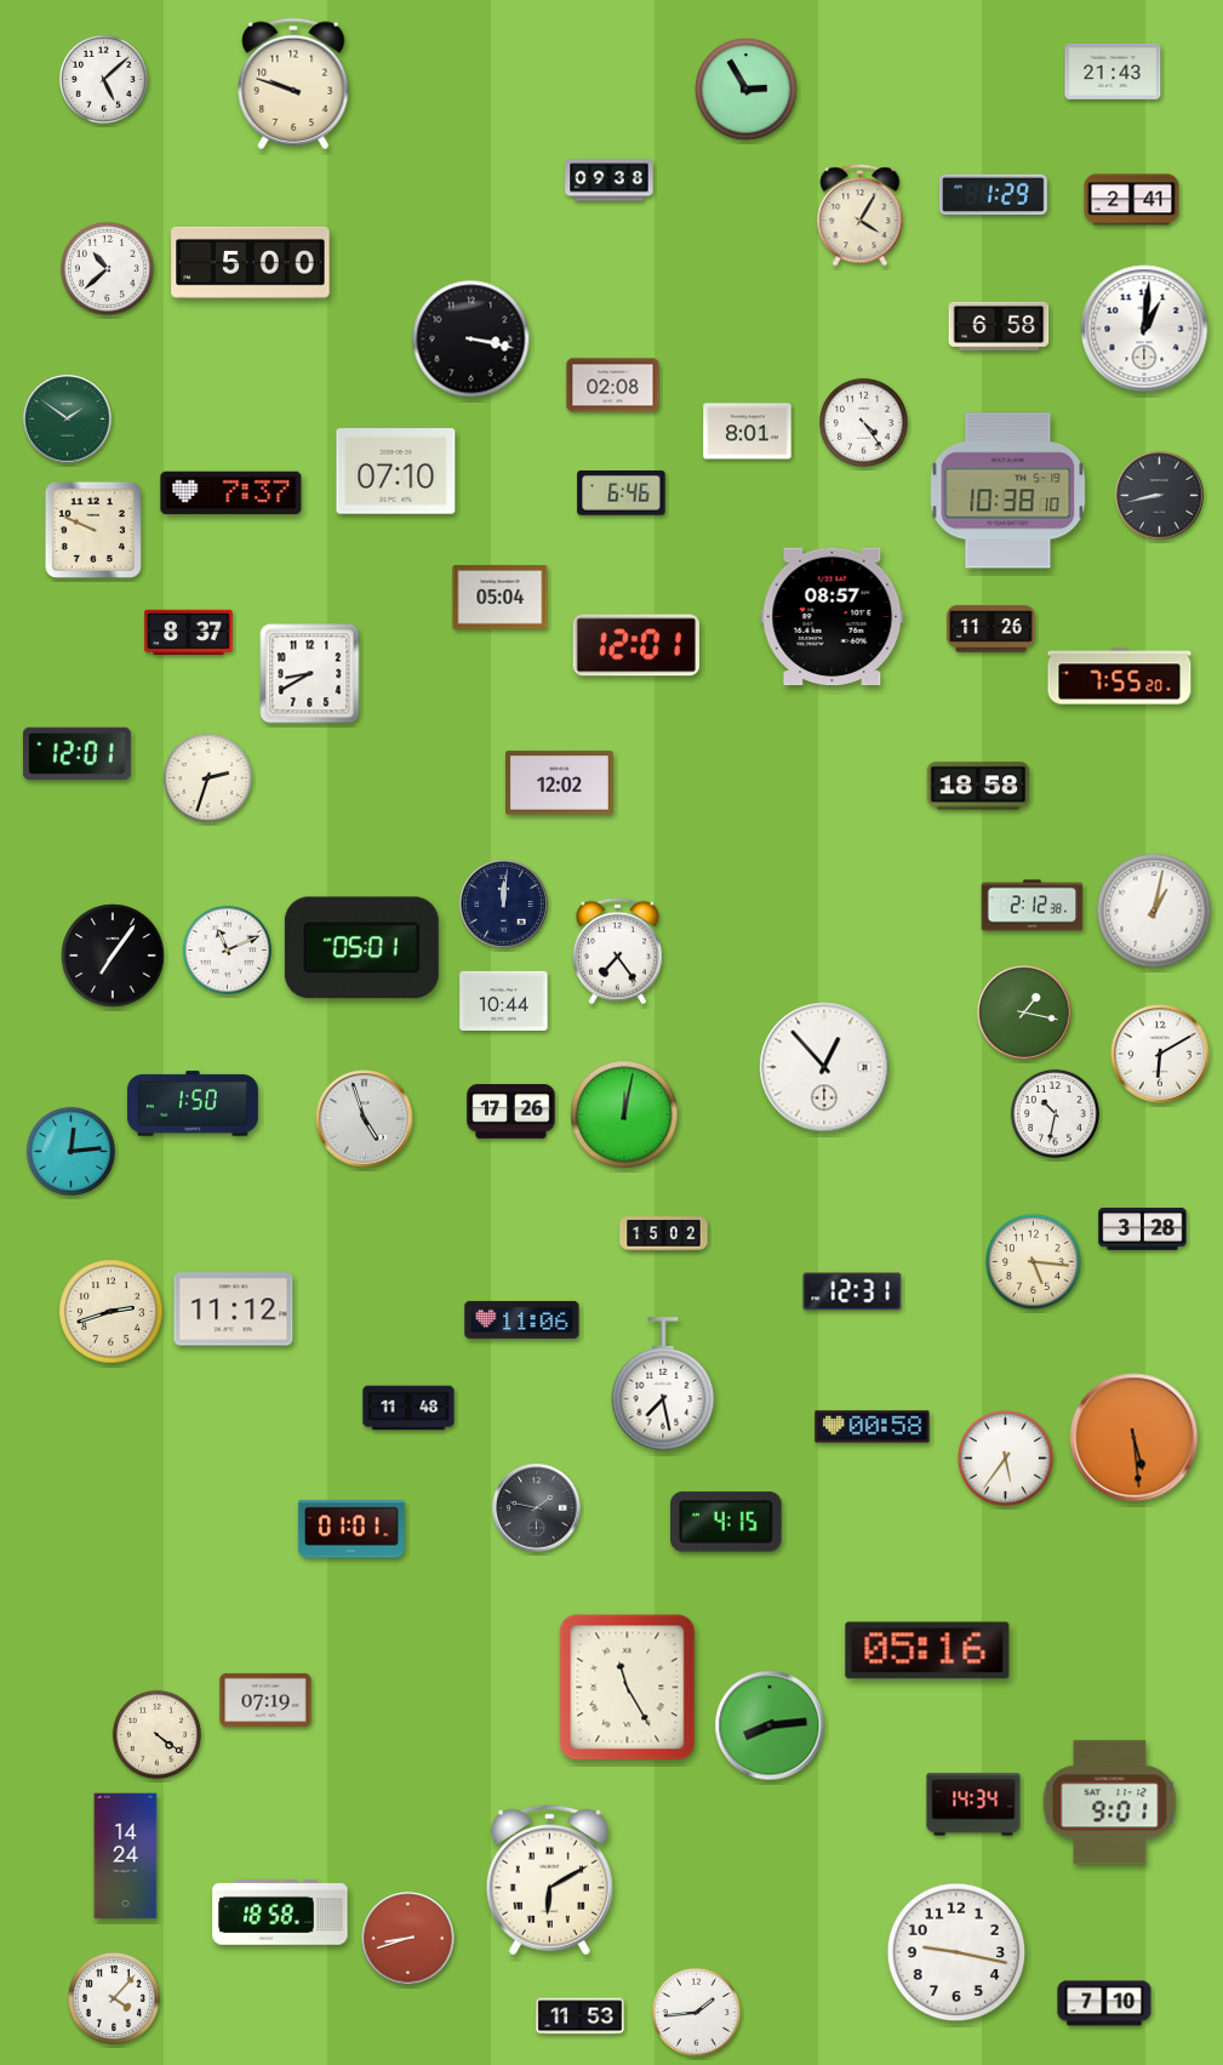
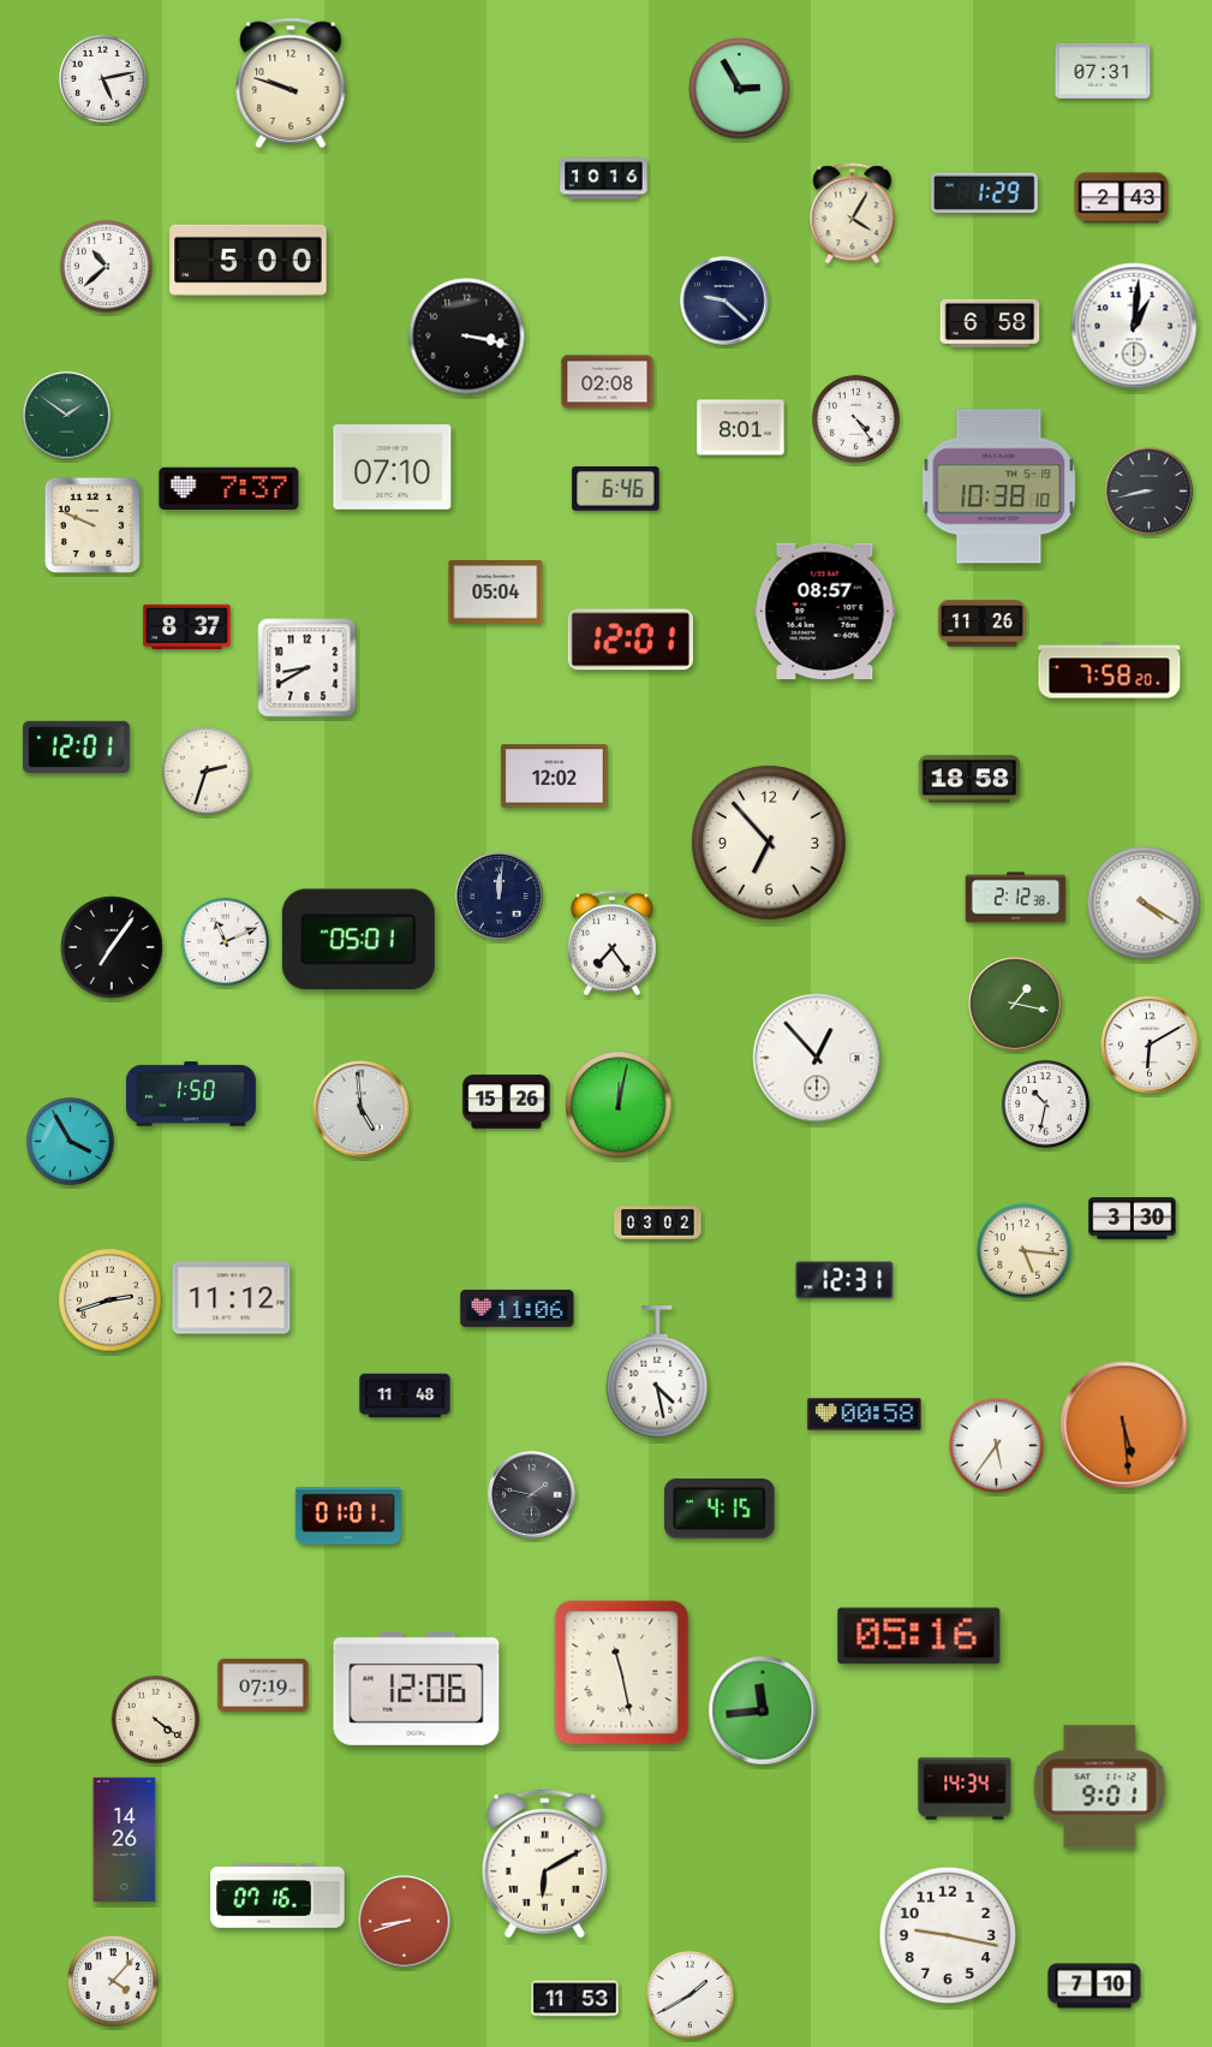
clock at (1113, 72): 21:43 -> 07:31
clock at (103, 79): 5:08 -> 5:13
clock at (610, 181): 09:38 -> 10:16
clock at (1132, 200): 2:41 -> 2:43
clock at (724, 300): none -> 9:22
clock at (1120, 677): 7:55 -> 7:58
clock at (769, 843): none -> 6:53
clock at (1033, 906) position: (1033, 906) -> (1016, 898)
clock at (1154, 911): 1:02 -> 4:20
clock at (504, 1000): 10:44 -> none
clock at (512, 1112): 17:26 -> 15:26
clock at (365, 1119): 4:57 -> 4:59
clock at (70, 1151): 12:14 -> 3:55
clock at (1143, 1230): 3:28 -> 3:30
clock at (664, 1234): 15:02 -> 03:02
clock at (663, 1385): 7:28 -> 4:28
clock at (628, 1688): 11:25 -> 11:28
clock at (417, 1688): none -> 12:06
clock at (770, 1725): 8:14 -> 11:44
clock at (126, 1856): 14:24 -> 14:26
clock at (280, 1913): 18:58 -> 07:16
clock at (696, 2012): 1:44 -> 1:40
